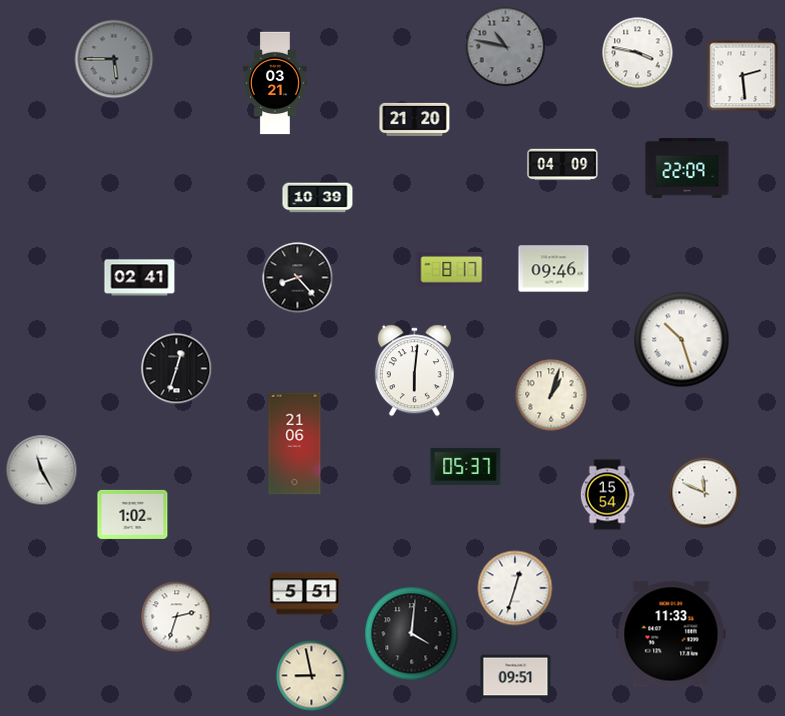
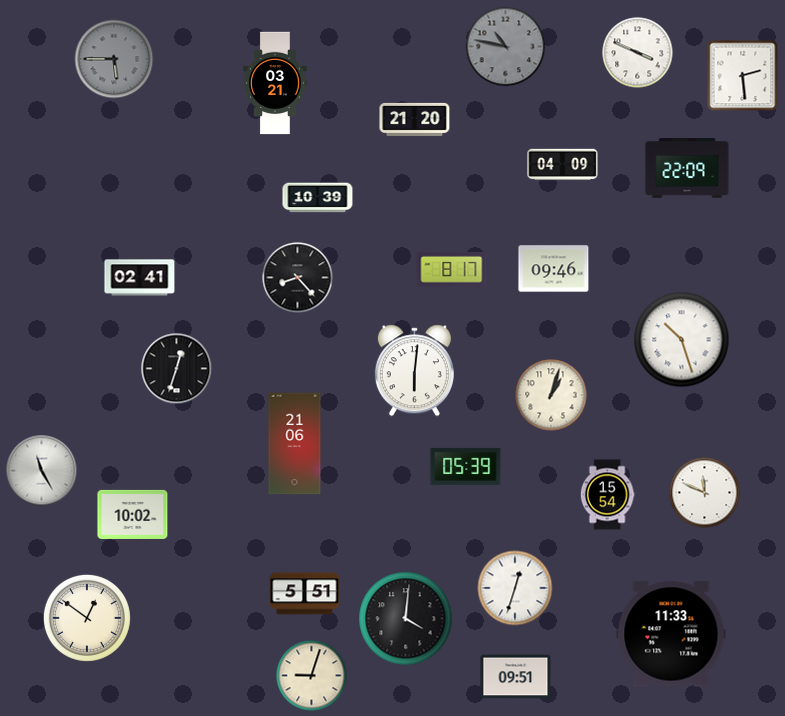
clock at (638, 53): 3:47 -> 3:49
clock at (466, 466): 05:37 -> 05:39
clock at (133, 514): 1:02 -> 10:02
clock at (177, 617): 2:33 -> none
clock at (87, 618): none -> 12:51
clock at (412, 634) position: (412, 634) -> (406, 619)
clock at (312, 676): 8:58 -> 9:03
